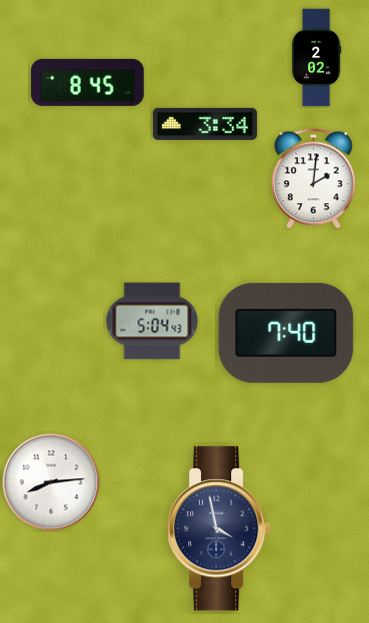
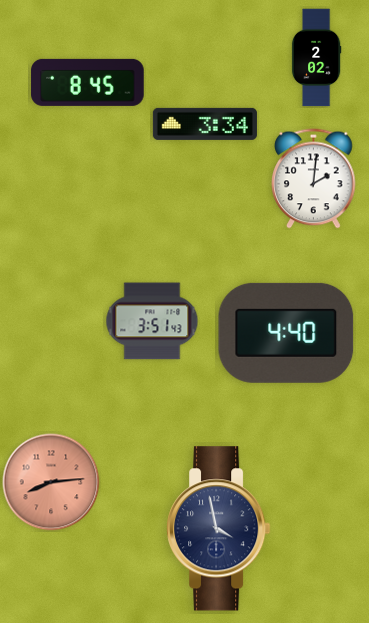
clock at (152, 321): 5:04 -> 3:51
clock at (286, 333): 7:40 -> 4:40
clock at (51, 482) dial: white -> salmon
